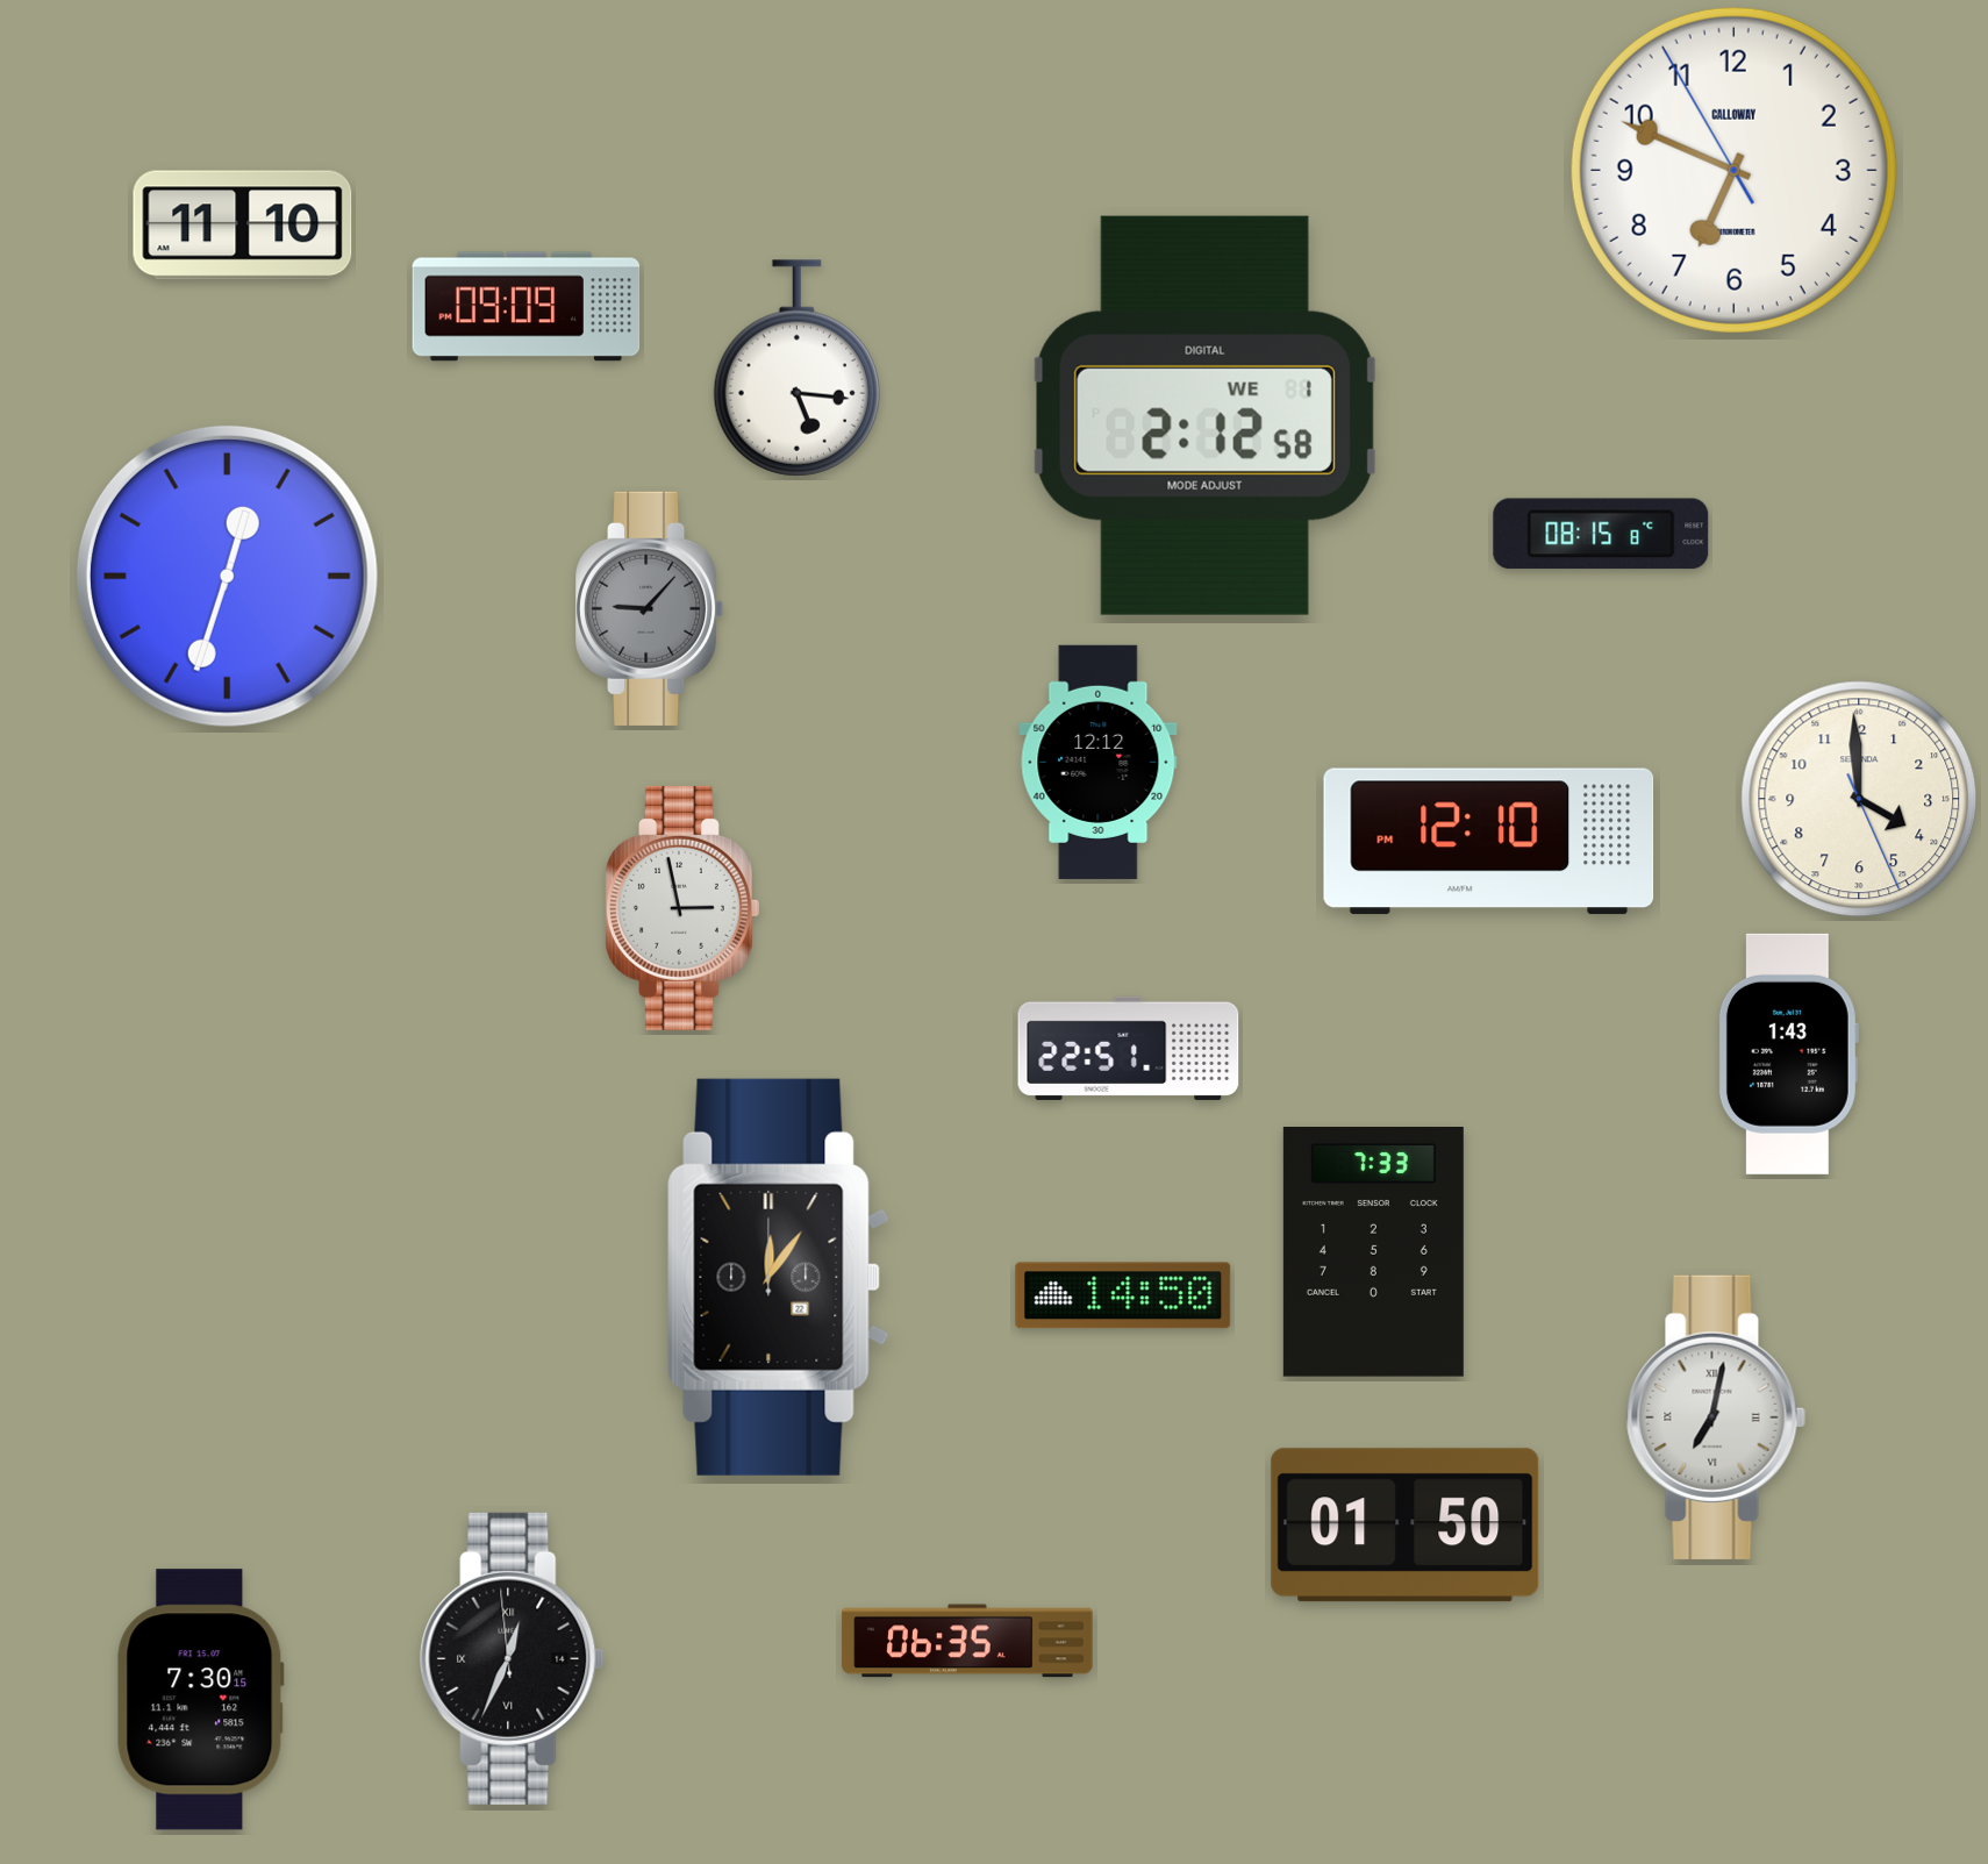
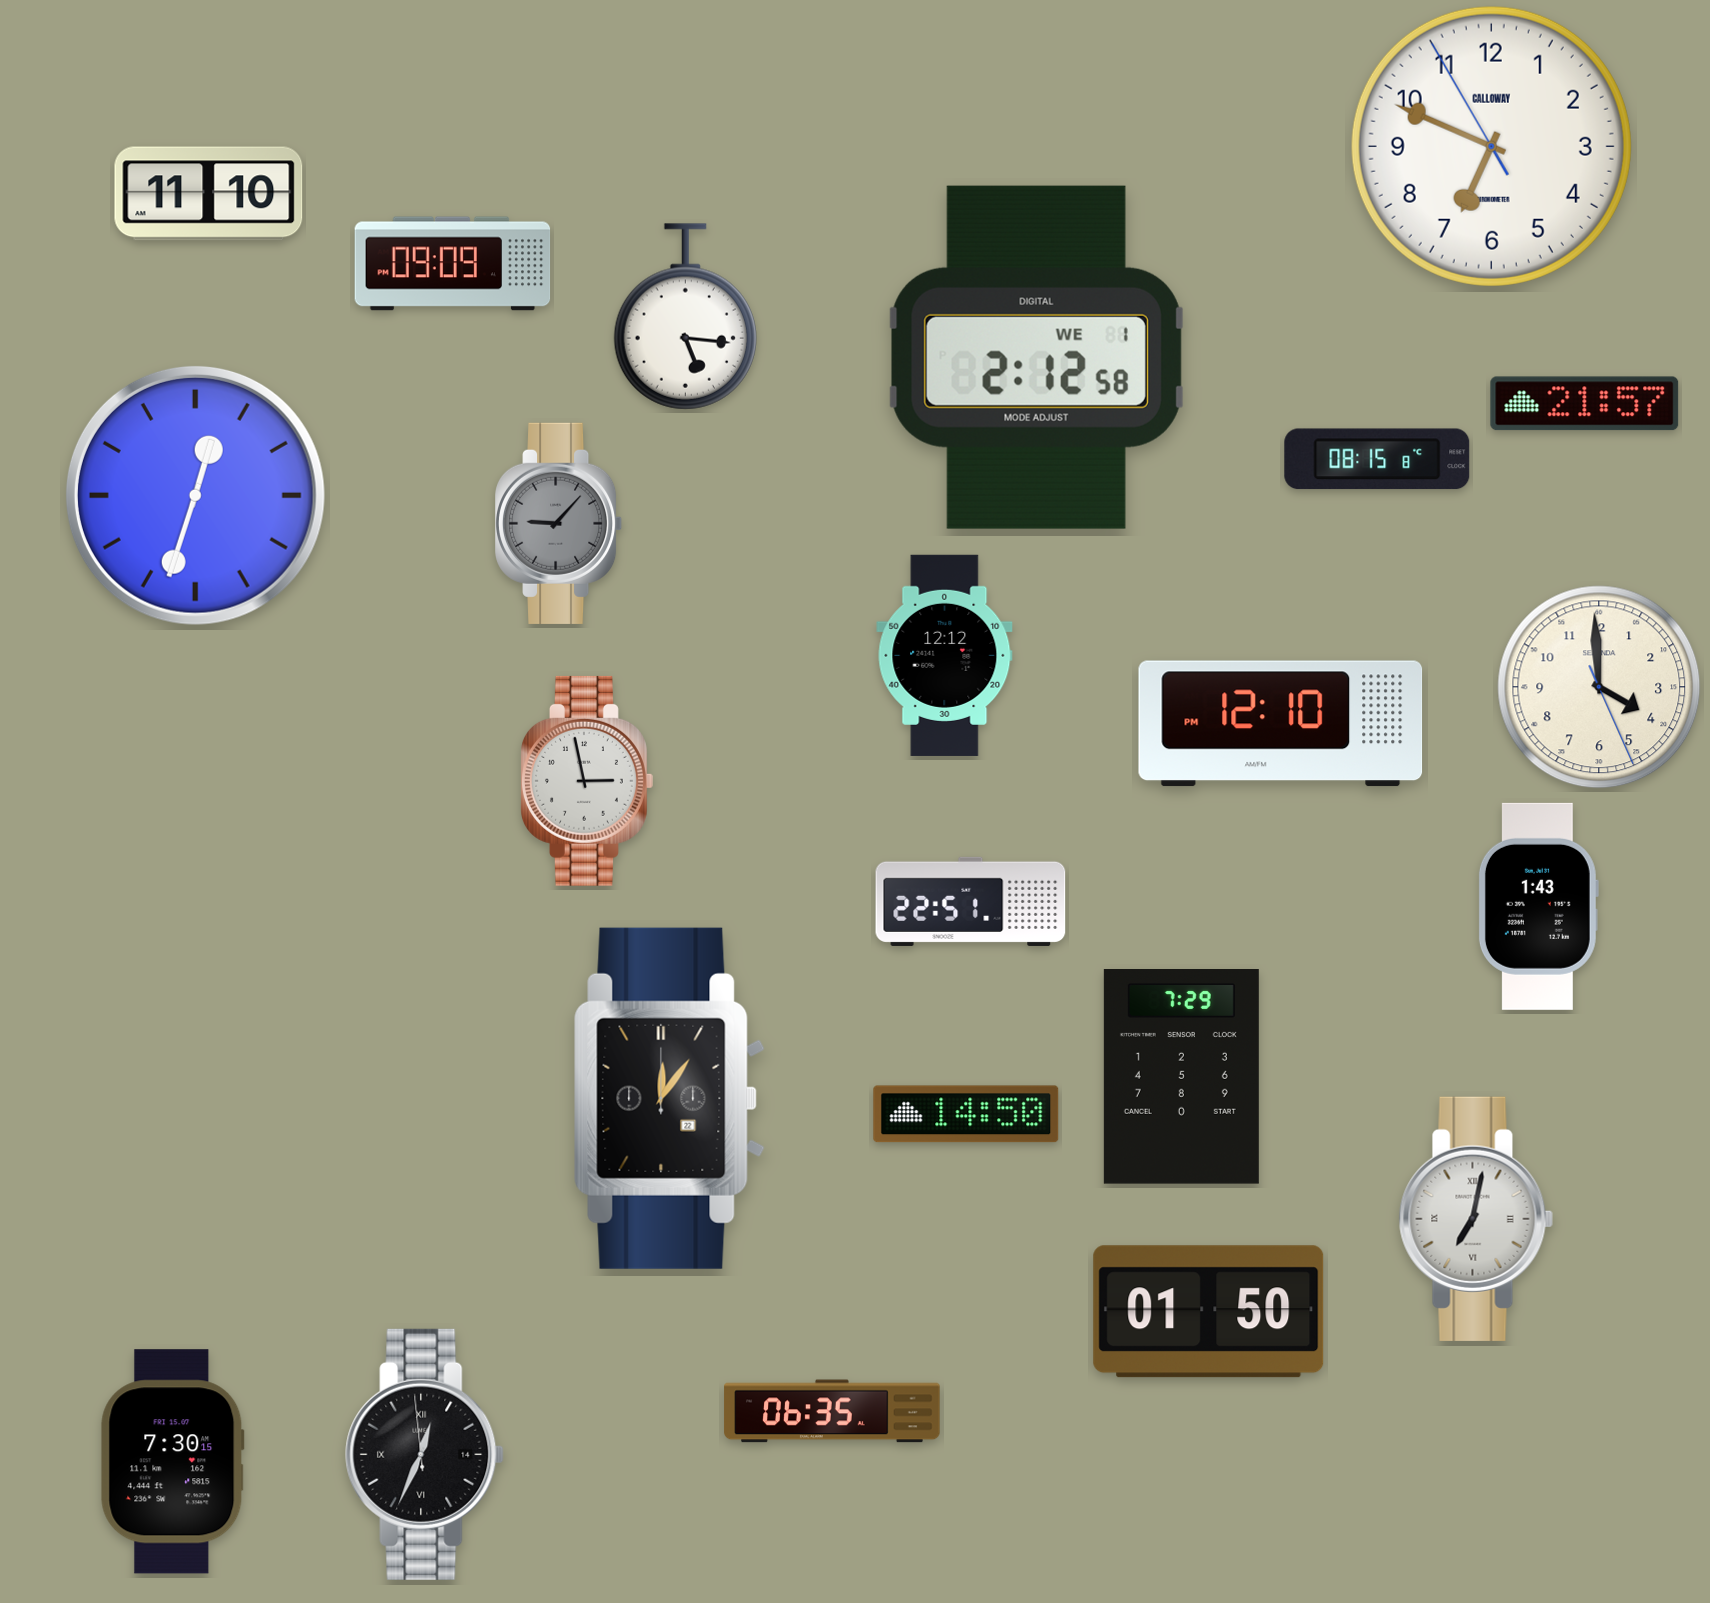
clock at (1585, 404): none -> 21:57
clock at (1373, 1252): 7:33 -> 7:29
clock at (513, 1658) position: (513, 1658) -> (425, 1454)
